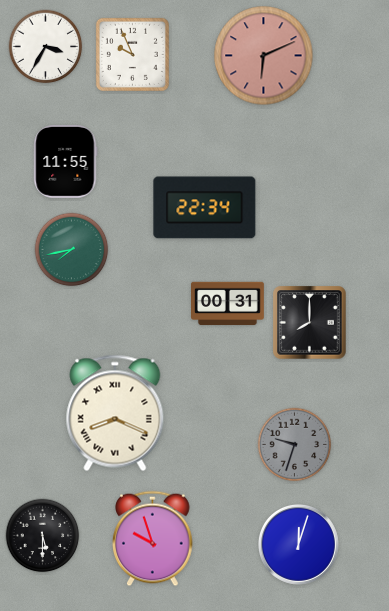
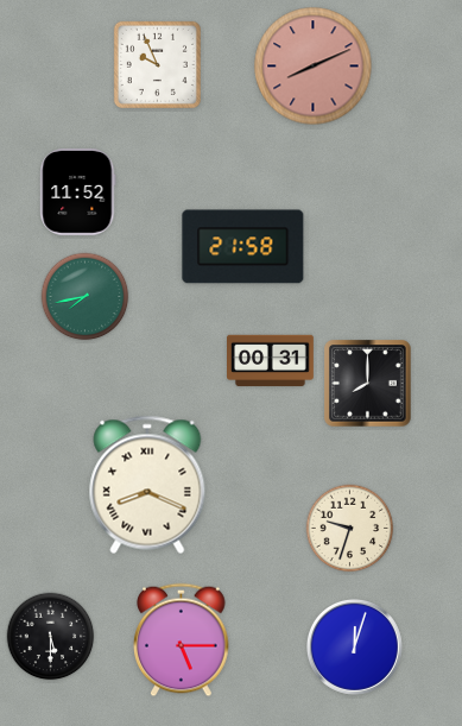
clock at (46, 47): 3:35 -> none
clock at (264, 56): 6:11 -> 8:11
clock at (66, 161): 11:55 -> 11:52
clock at (205, 208): 22:34 -> 21:58
clock at (115, 413) position: (115, 413) -> (147, 485)
clock at (295, 445) dial: grey -> cream
clock at (153, 539): 9:57 -> 5:15
